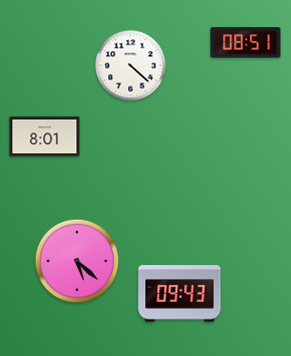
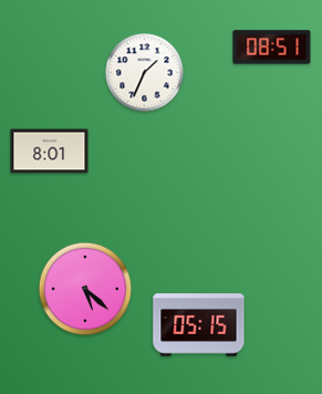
clock at (131, 66): 4:22 -> 1:34
clock at (180, 294): 09:43 -> 05:15
